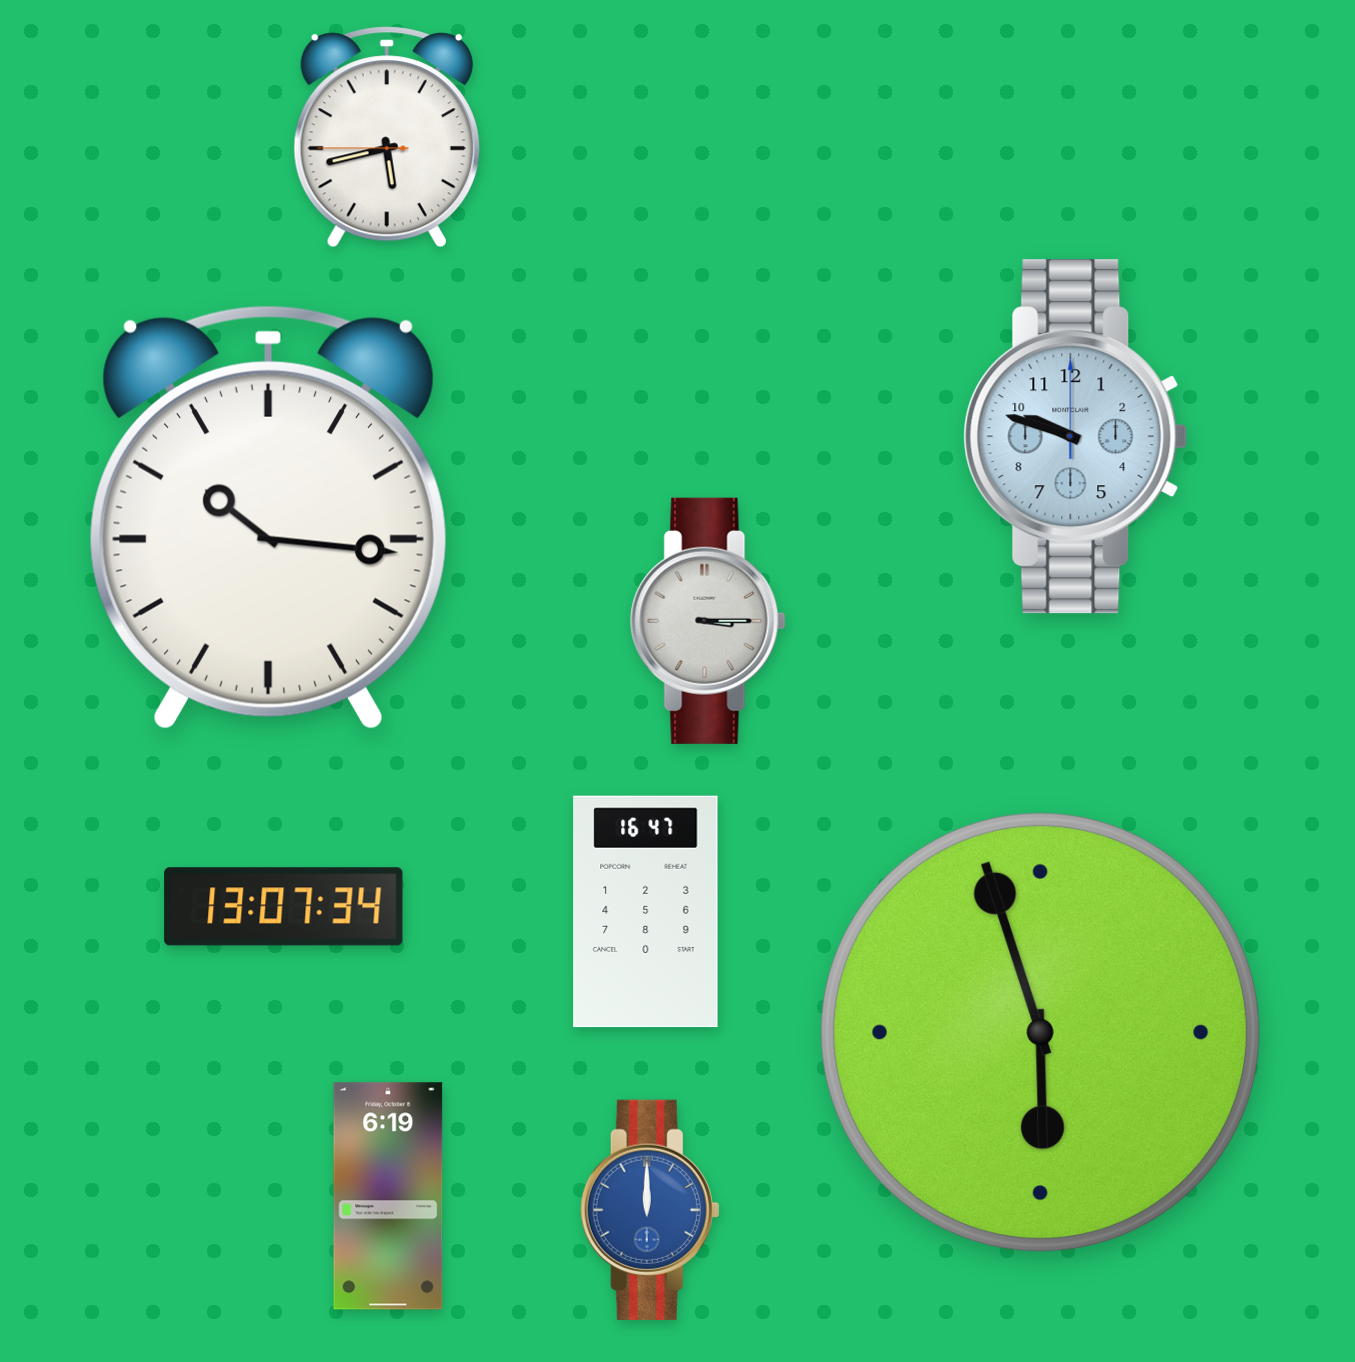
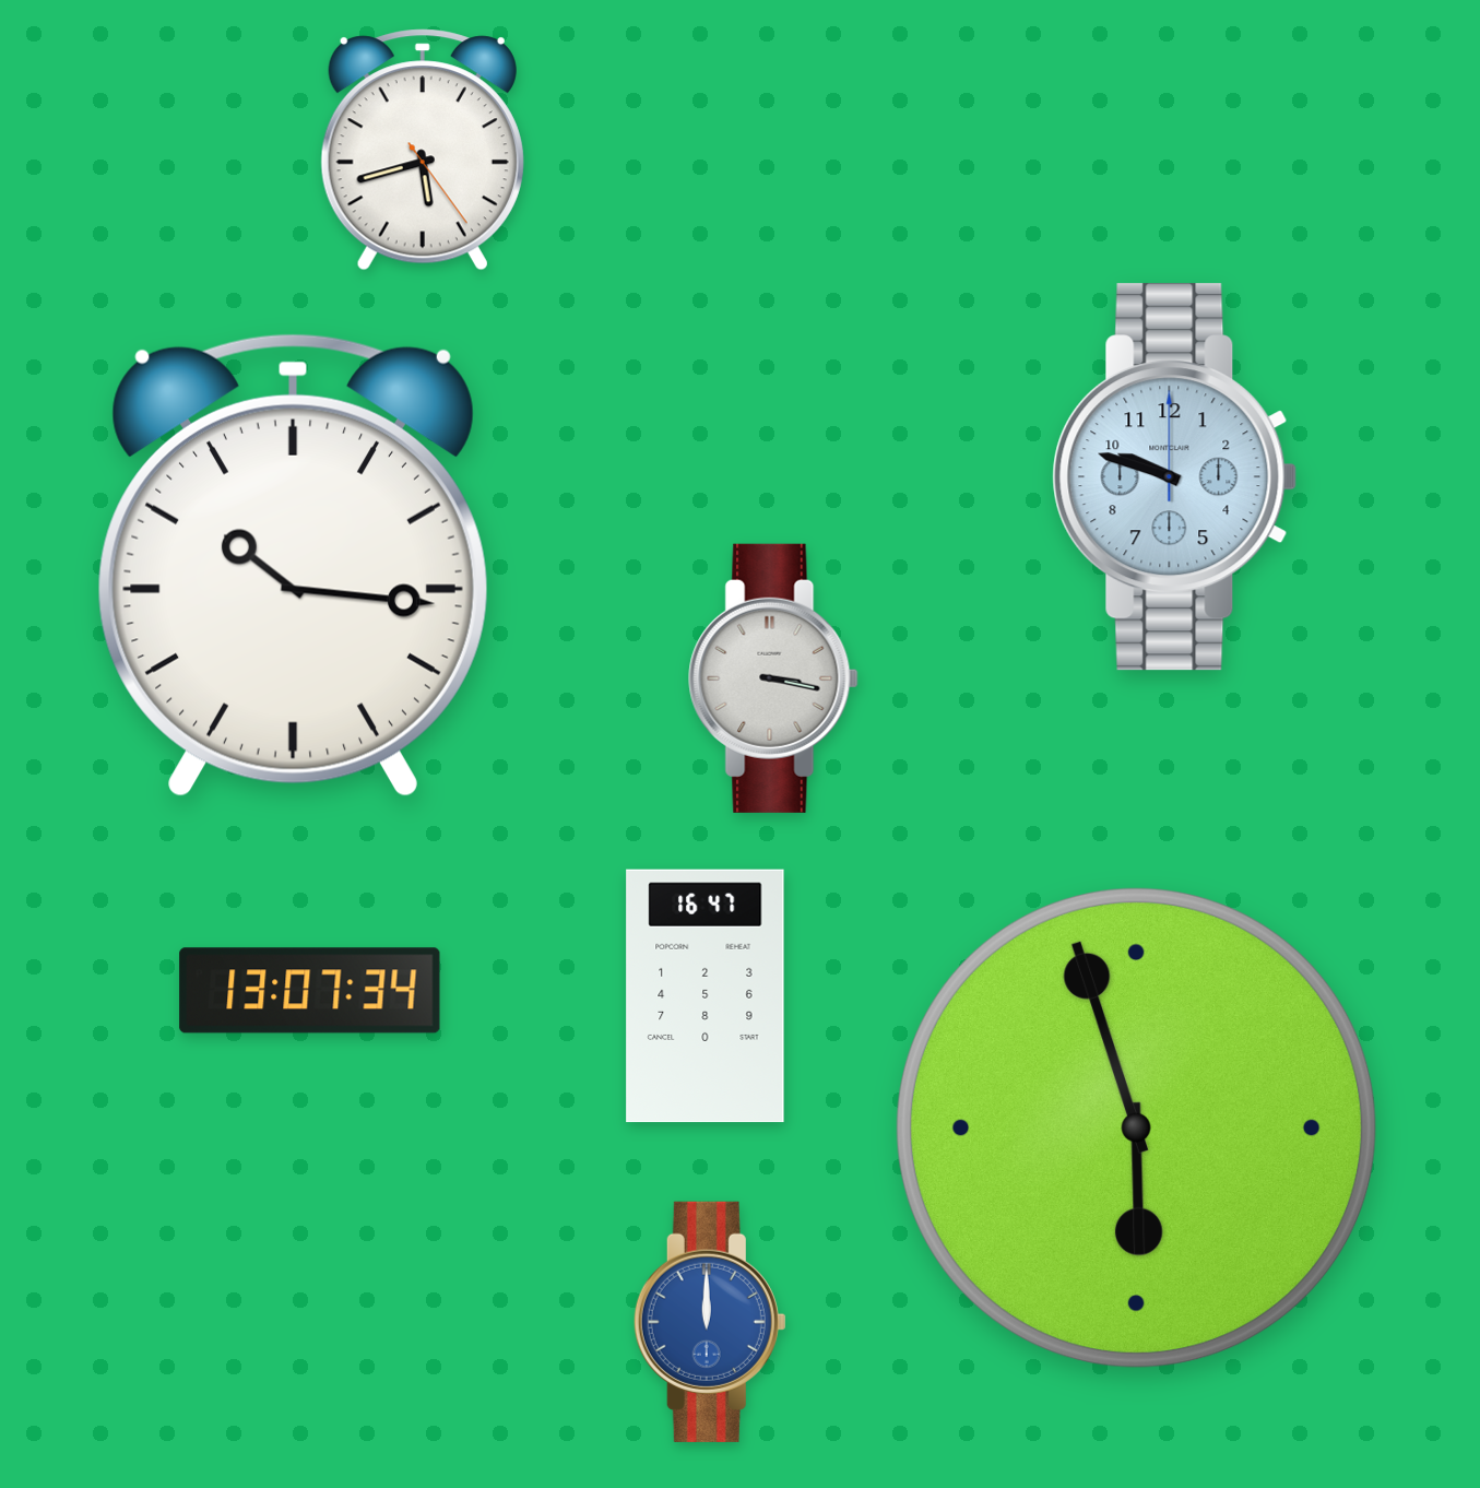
clock at (387, 137): 5:42:45 -> 5:42:24
clock at (708, 621): 3:15 -> 3:17
clock at (388, 1196): 6:19 -> none
